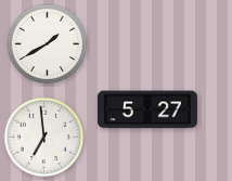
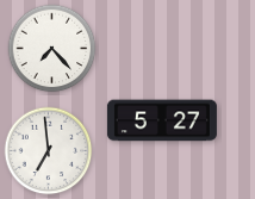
clock at (48, 44): 1:40 -> 7:23
